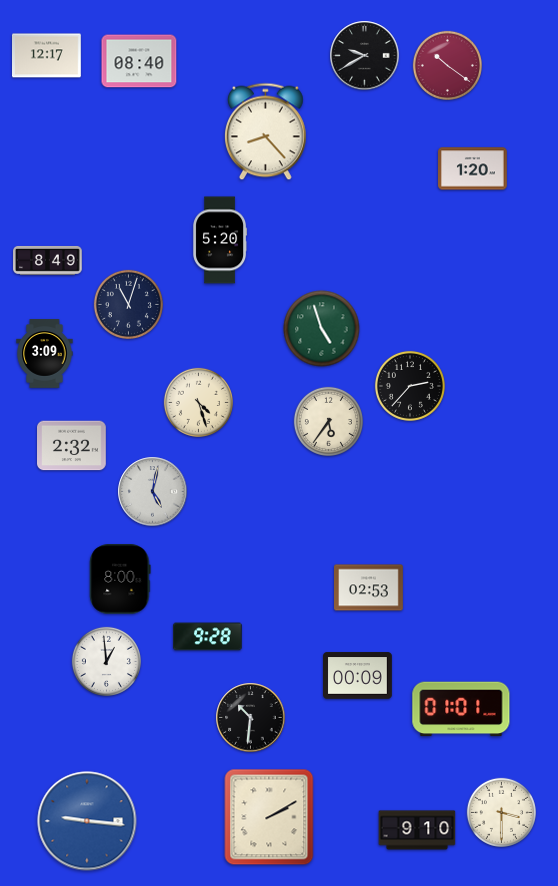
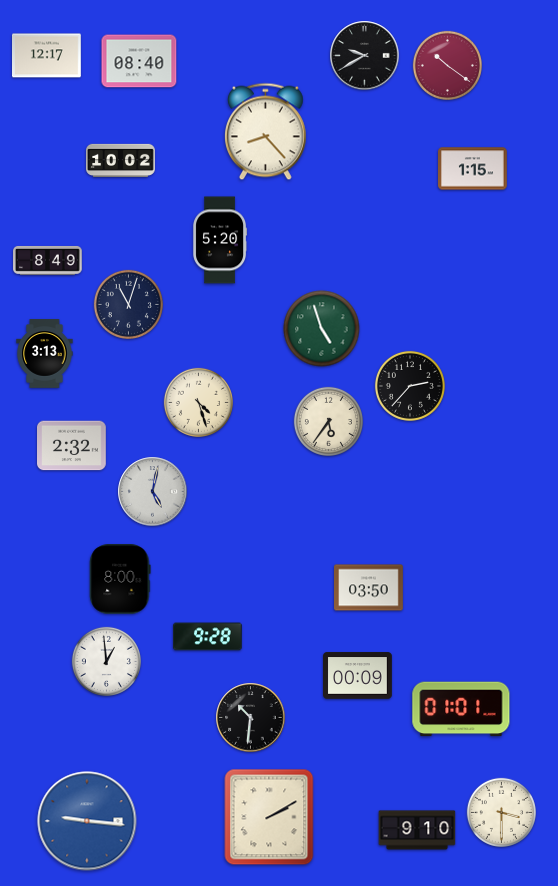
clock at (121, 161): none -> 10:02
clock at (473, 169): 1:20 -> 1:15
clock at (45, 354): 3:09 -> 3:13
clock at (369, 588): 02:53 -> 03:50
